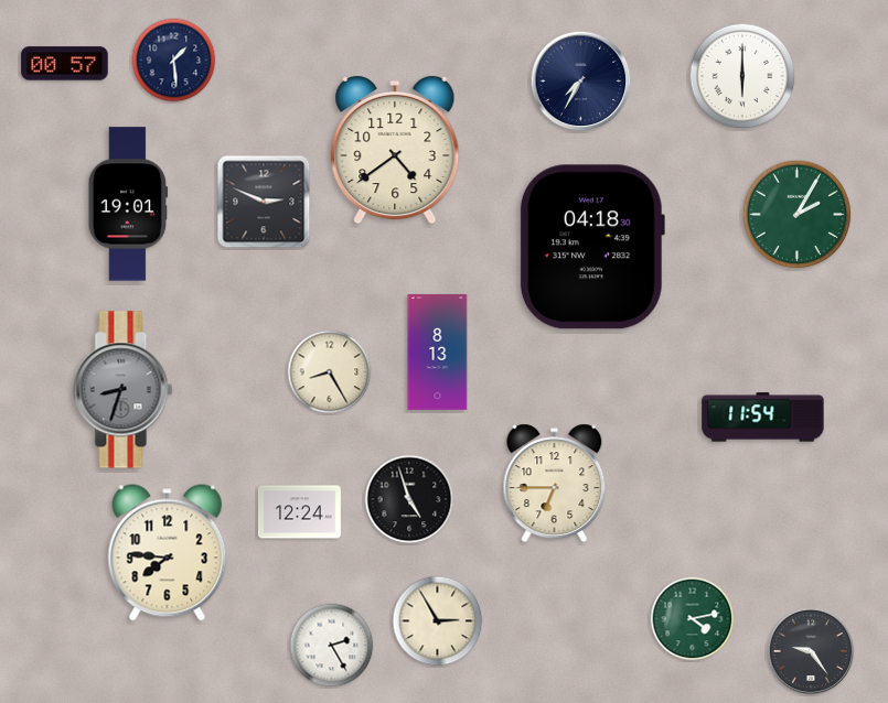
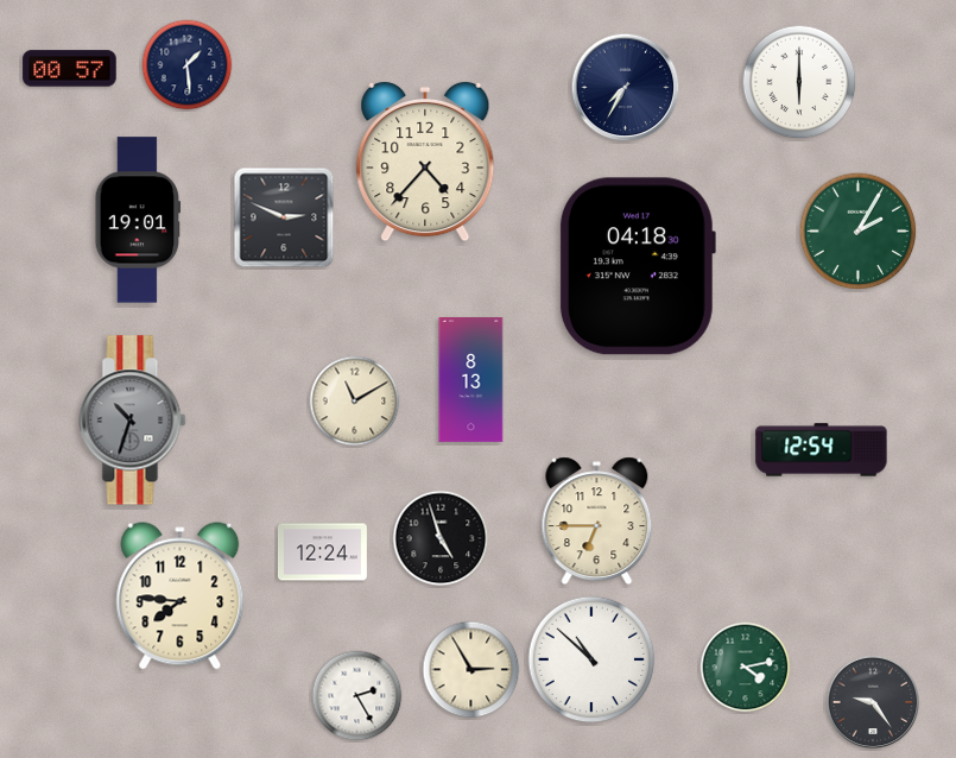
clock at (395, 150): 4:39 -> 4:37
clock at (330, 372): 8:25 -> 11:10
clock at (124, 390): 8:33 -> 10:33
clock at (763, 418): 11:54 -> 12:54
clock at (591, 659): none -> 10:52
